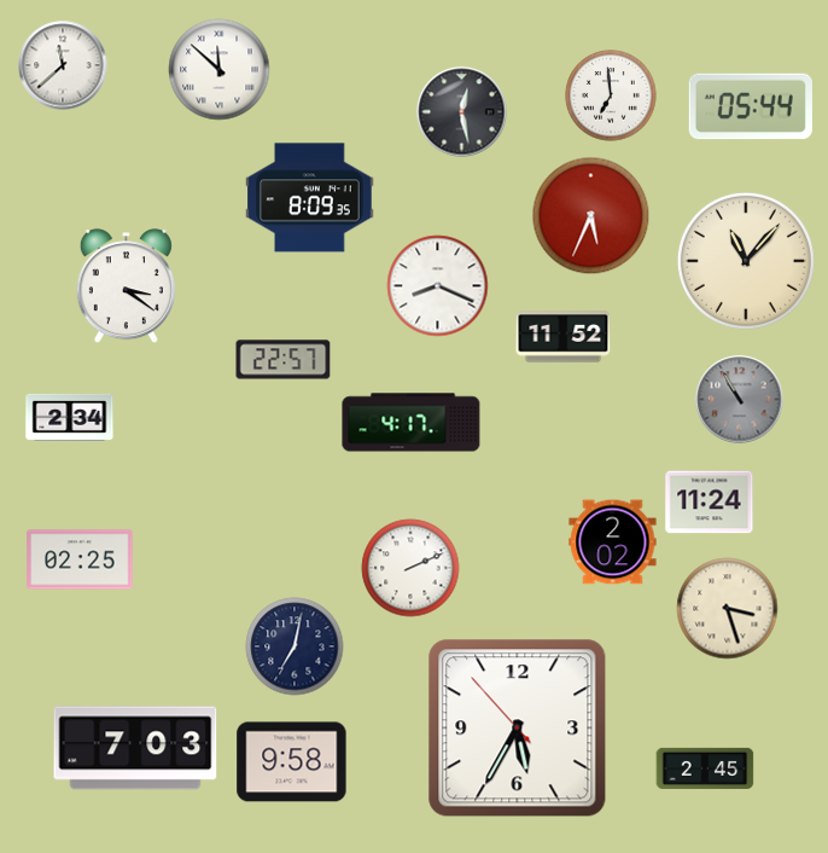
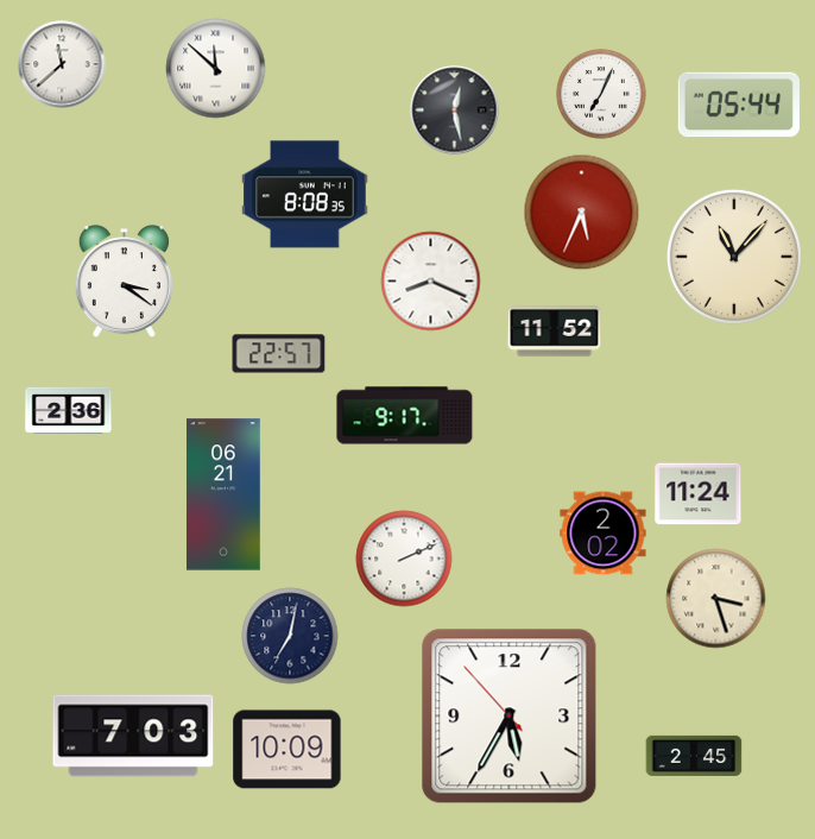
clock at (611, 95): 6:59 -> 7:04
clock at (310, 198): 8:09 -> 8:08
clock at (740, 400): 10:55 -> none
clock at (70, 417): 2:34 -> 2:36
clock at (412, 423): 4:17 -> 9:17
clock at (225, 494): none -> 06:21
clock at (80, 559): 02:25 -> none
clock at (292, 762): 9:58 -> 10:09
